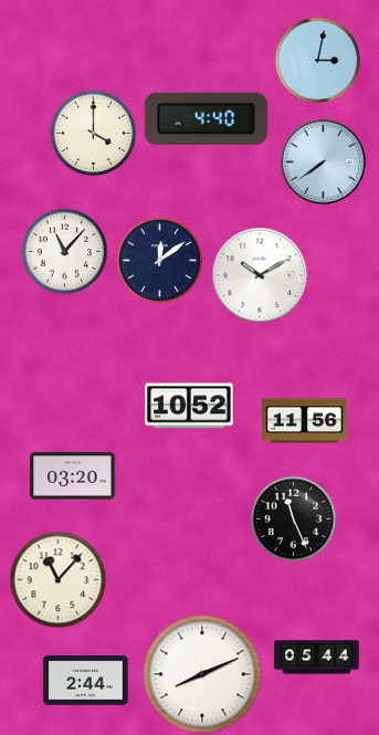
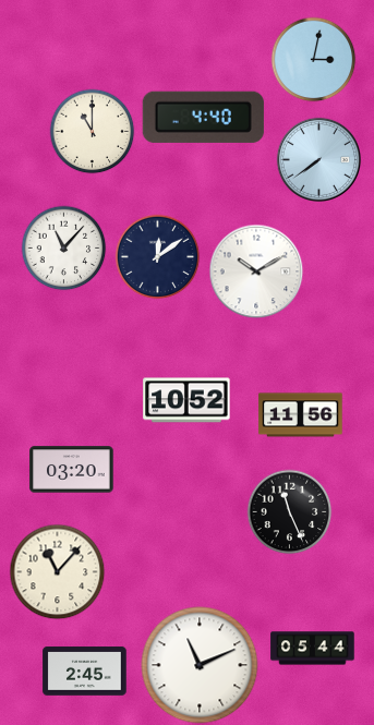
clock at (93, 133): 4:00 -> 11:00
clock at (202, 674): 8:11 -> 11:11
clock at (86, 681): 2:44 -> 2:45
